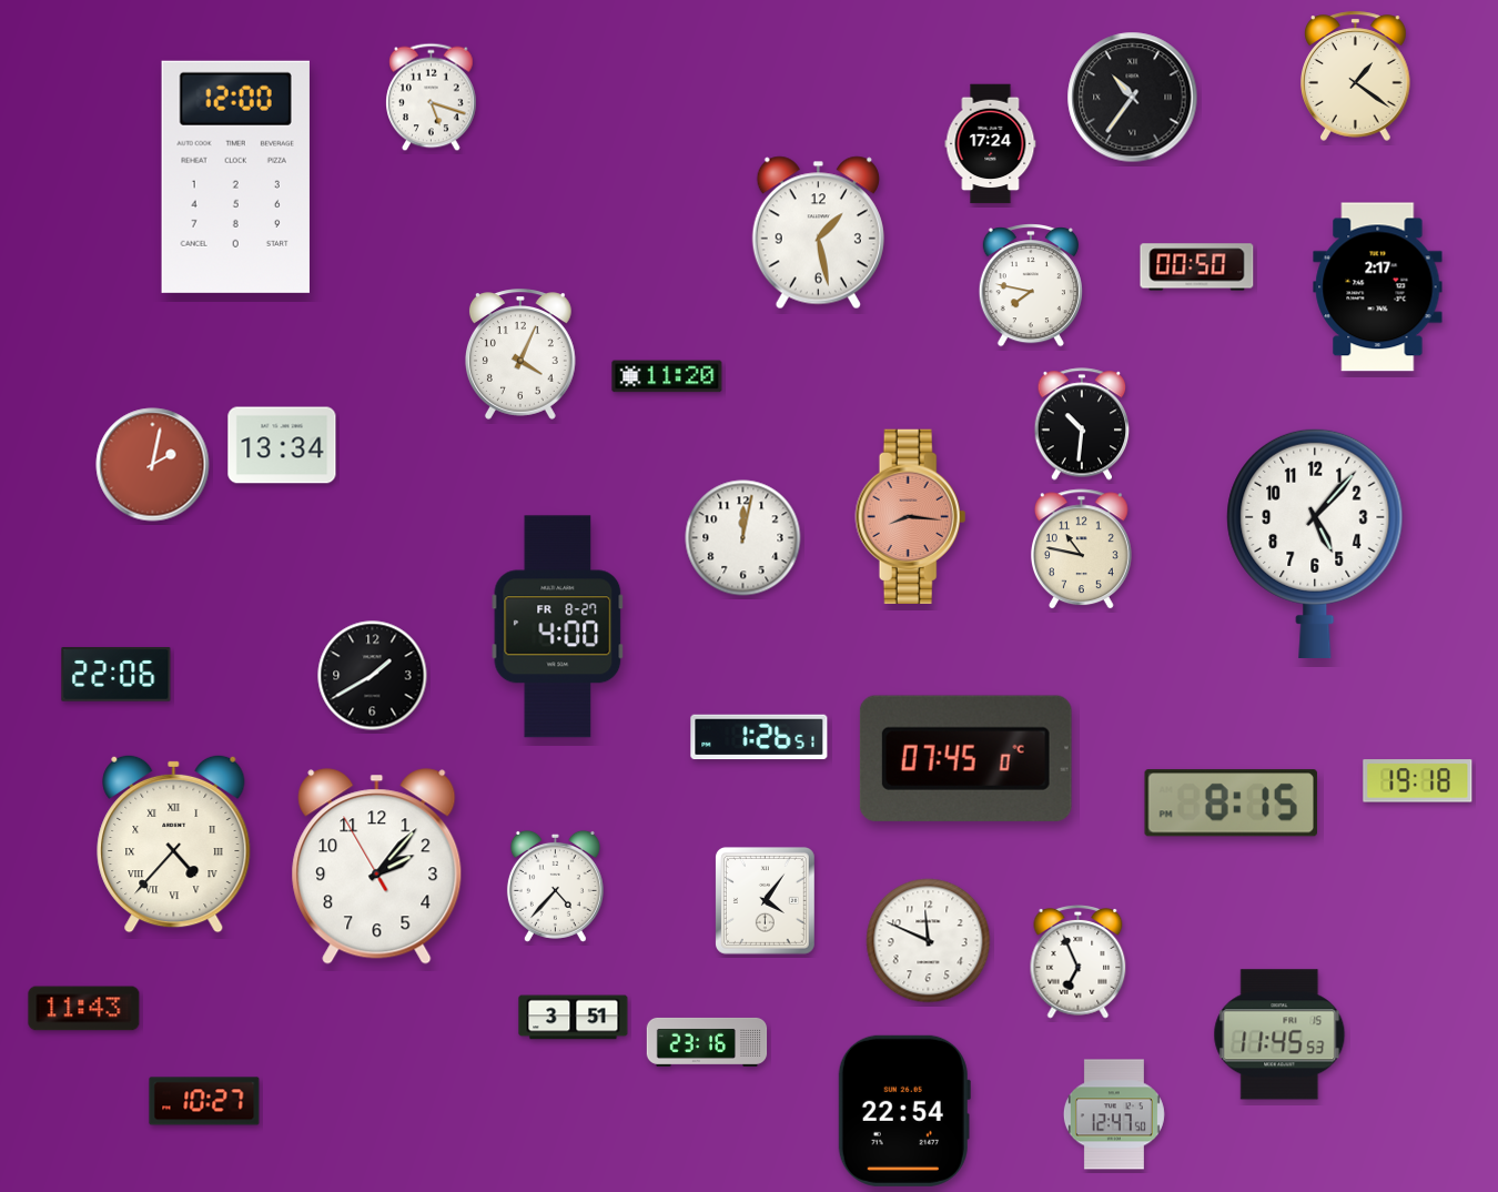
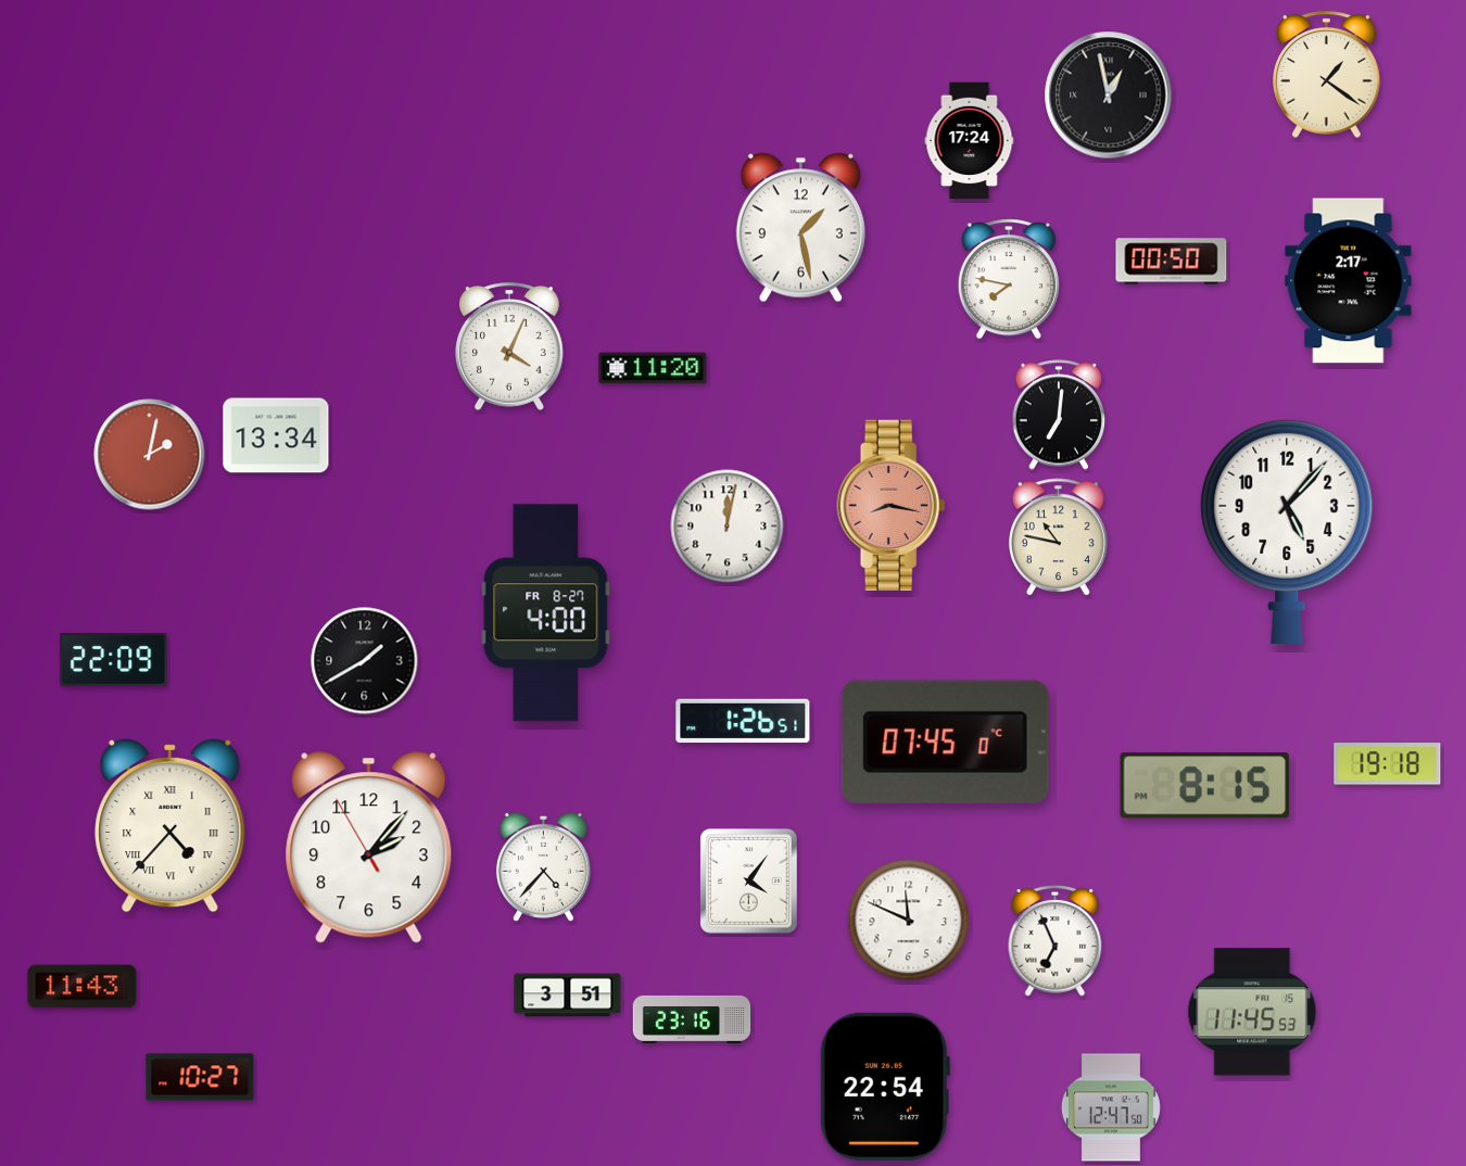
clock at (432, 98): 5:18 -> none
clock at (1133, 98): 10:36 -> 12:58
clock at (235, 176): 12:00 -> none
clock at (1082, 424): 10:31 -> 7:01
clock at (911, 516): 8:16 -> 8:17
clock at (117, 675): 22:06 -> 22:09
clock at (574, 1018) position: (574, 1018) -> (568, 996)
clock at (1114, 1114) position: (1114, 1114) -> (1111, 1107)
